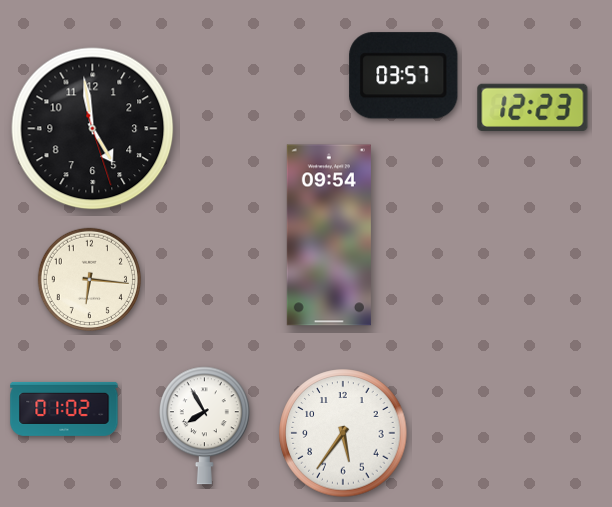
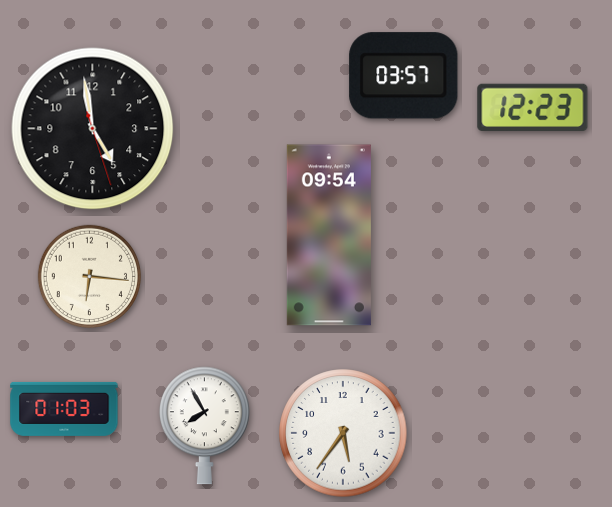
clock at (89, 279) position: (89, 279) -> (89, 276)
clock at (64, 409): 01:02 -> 01:03
